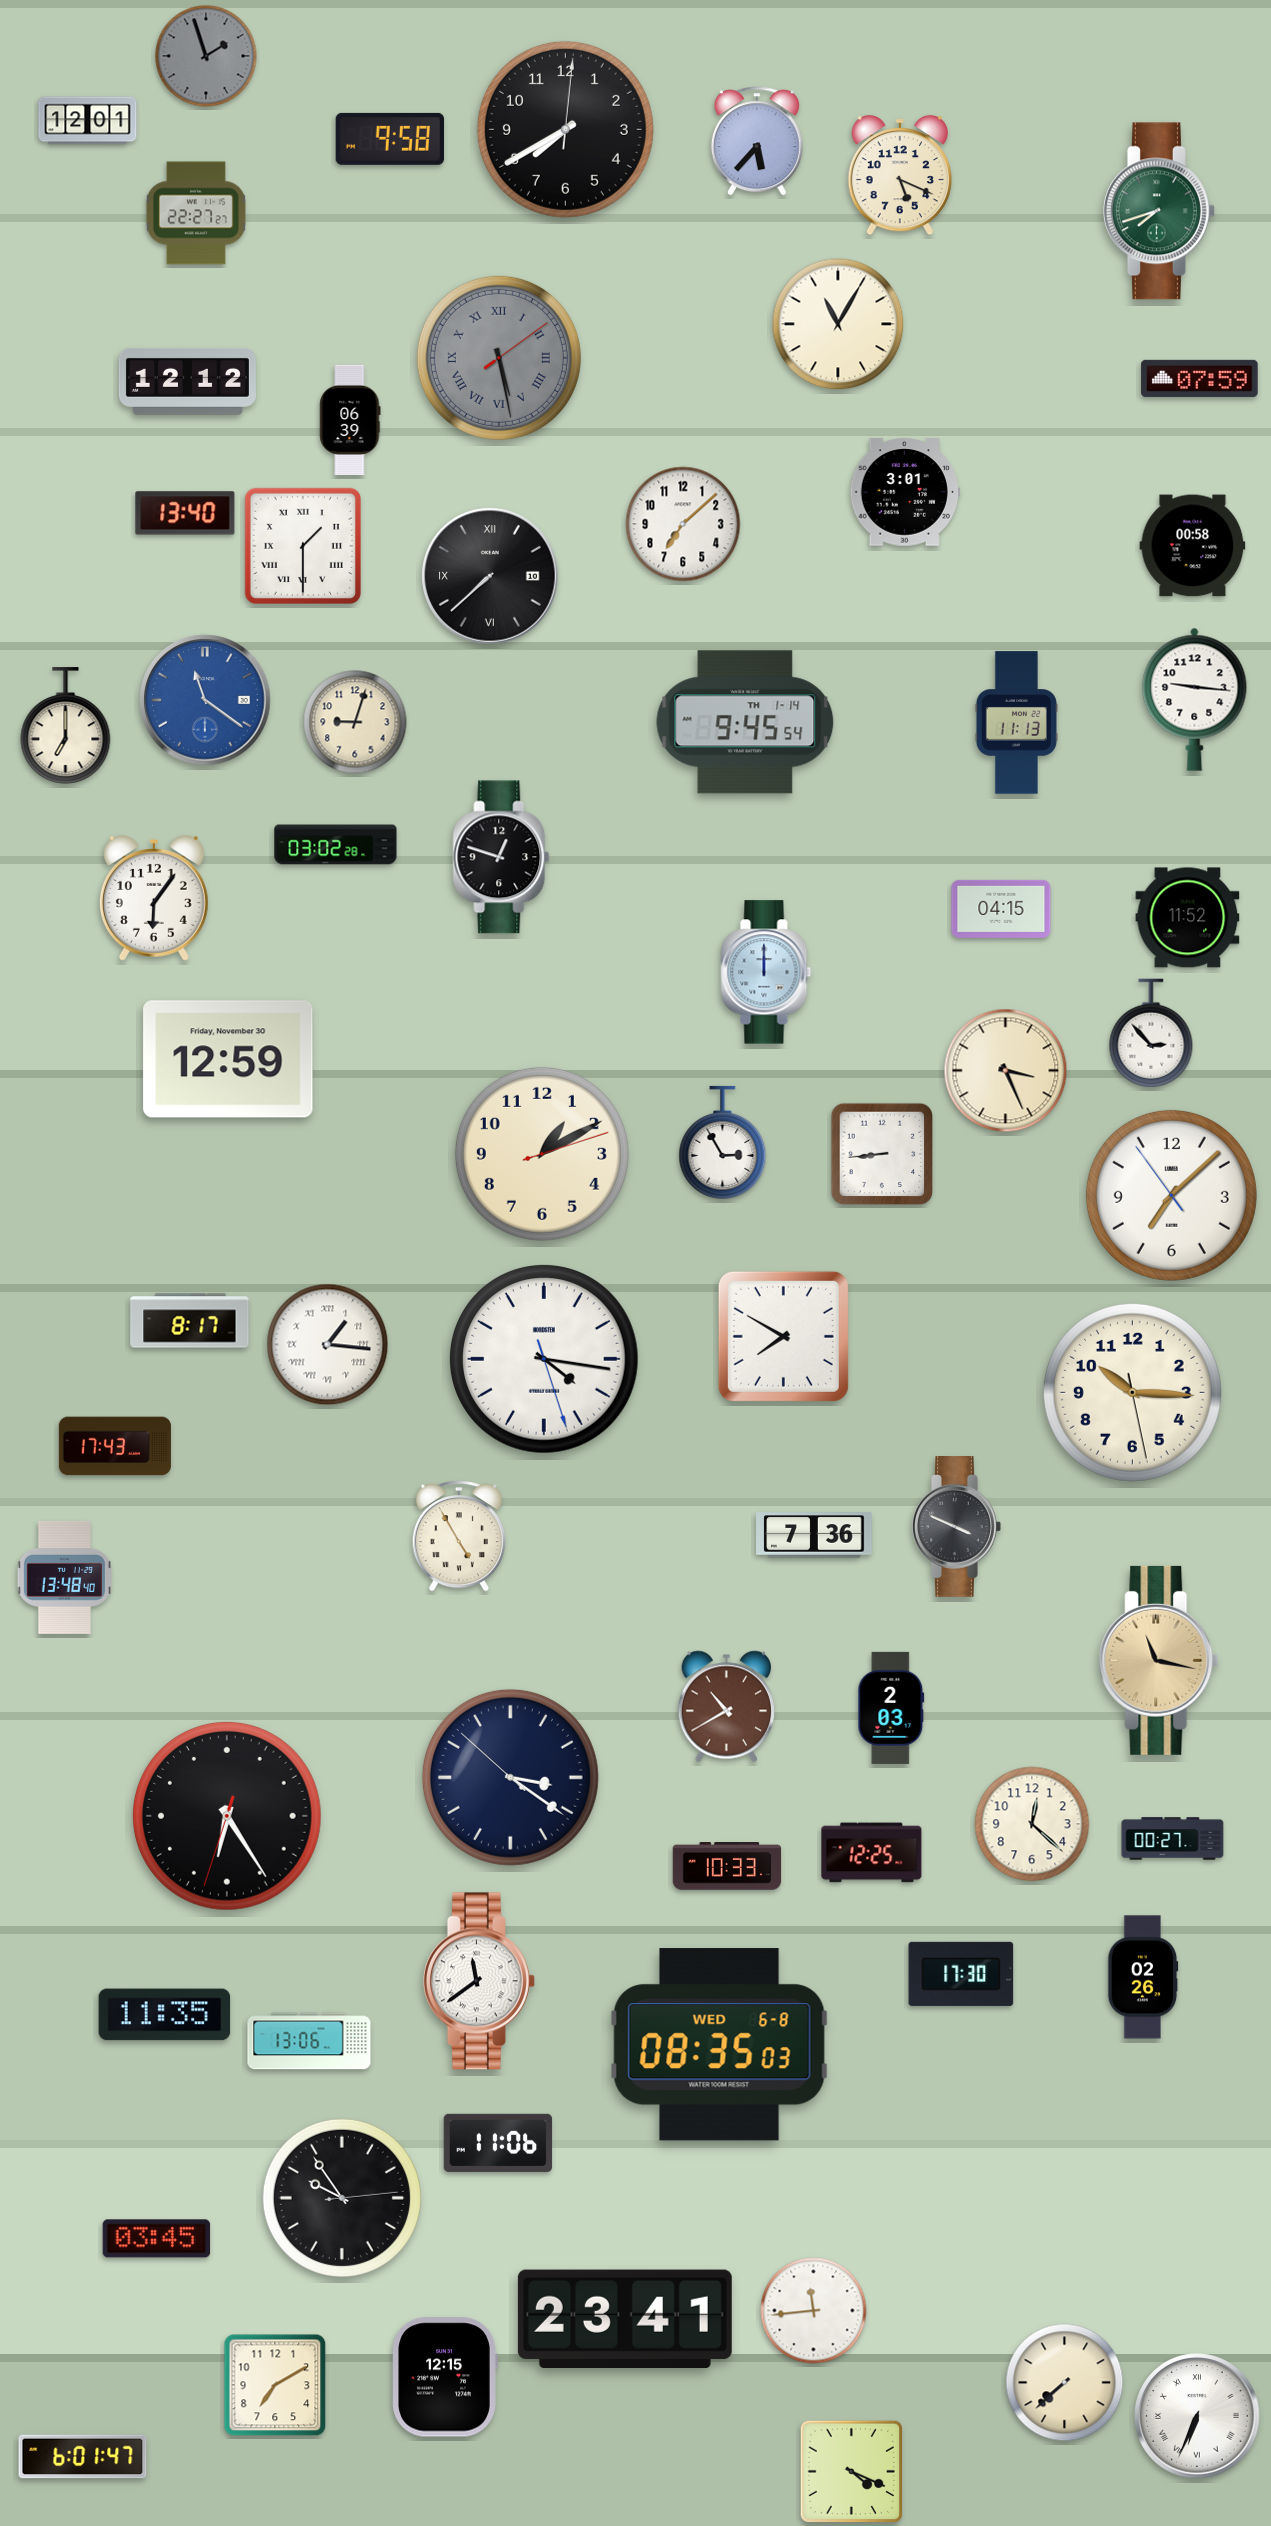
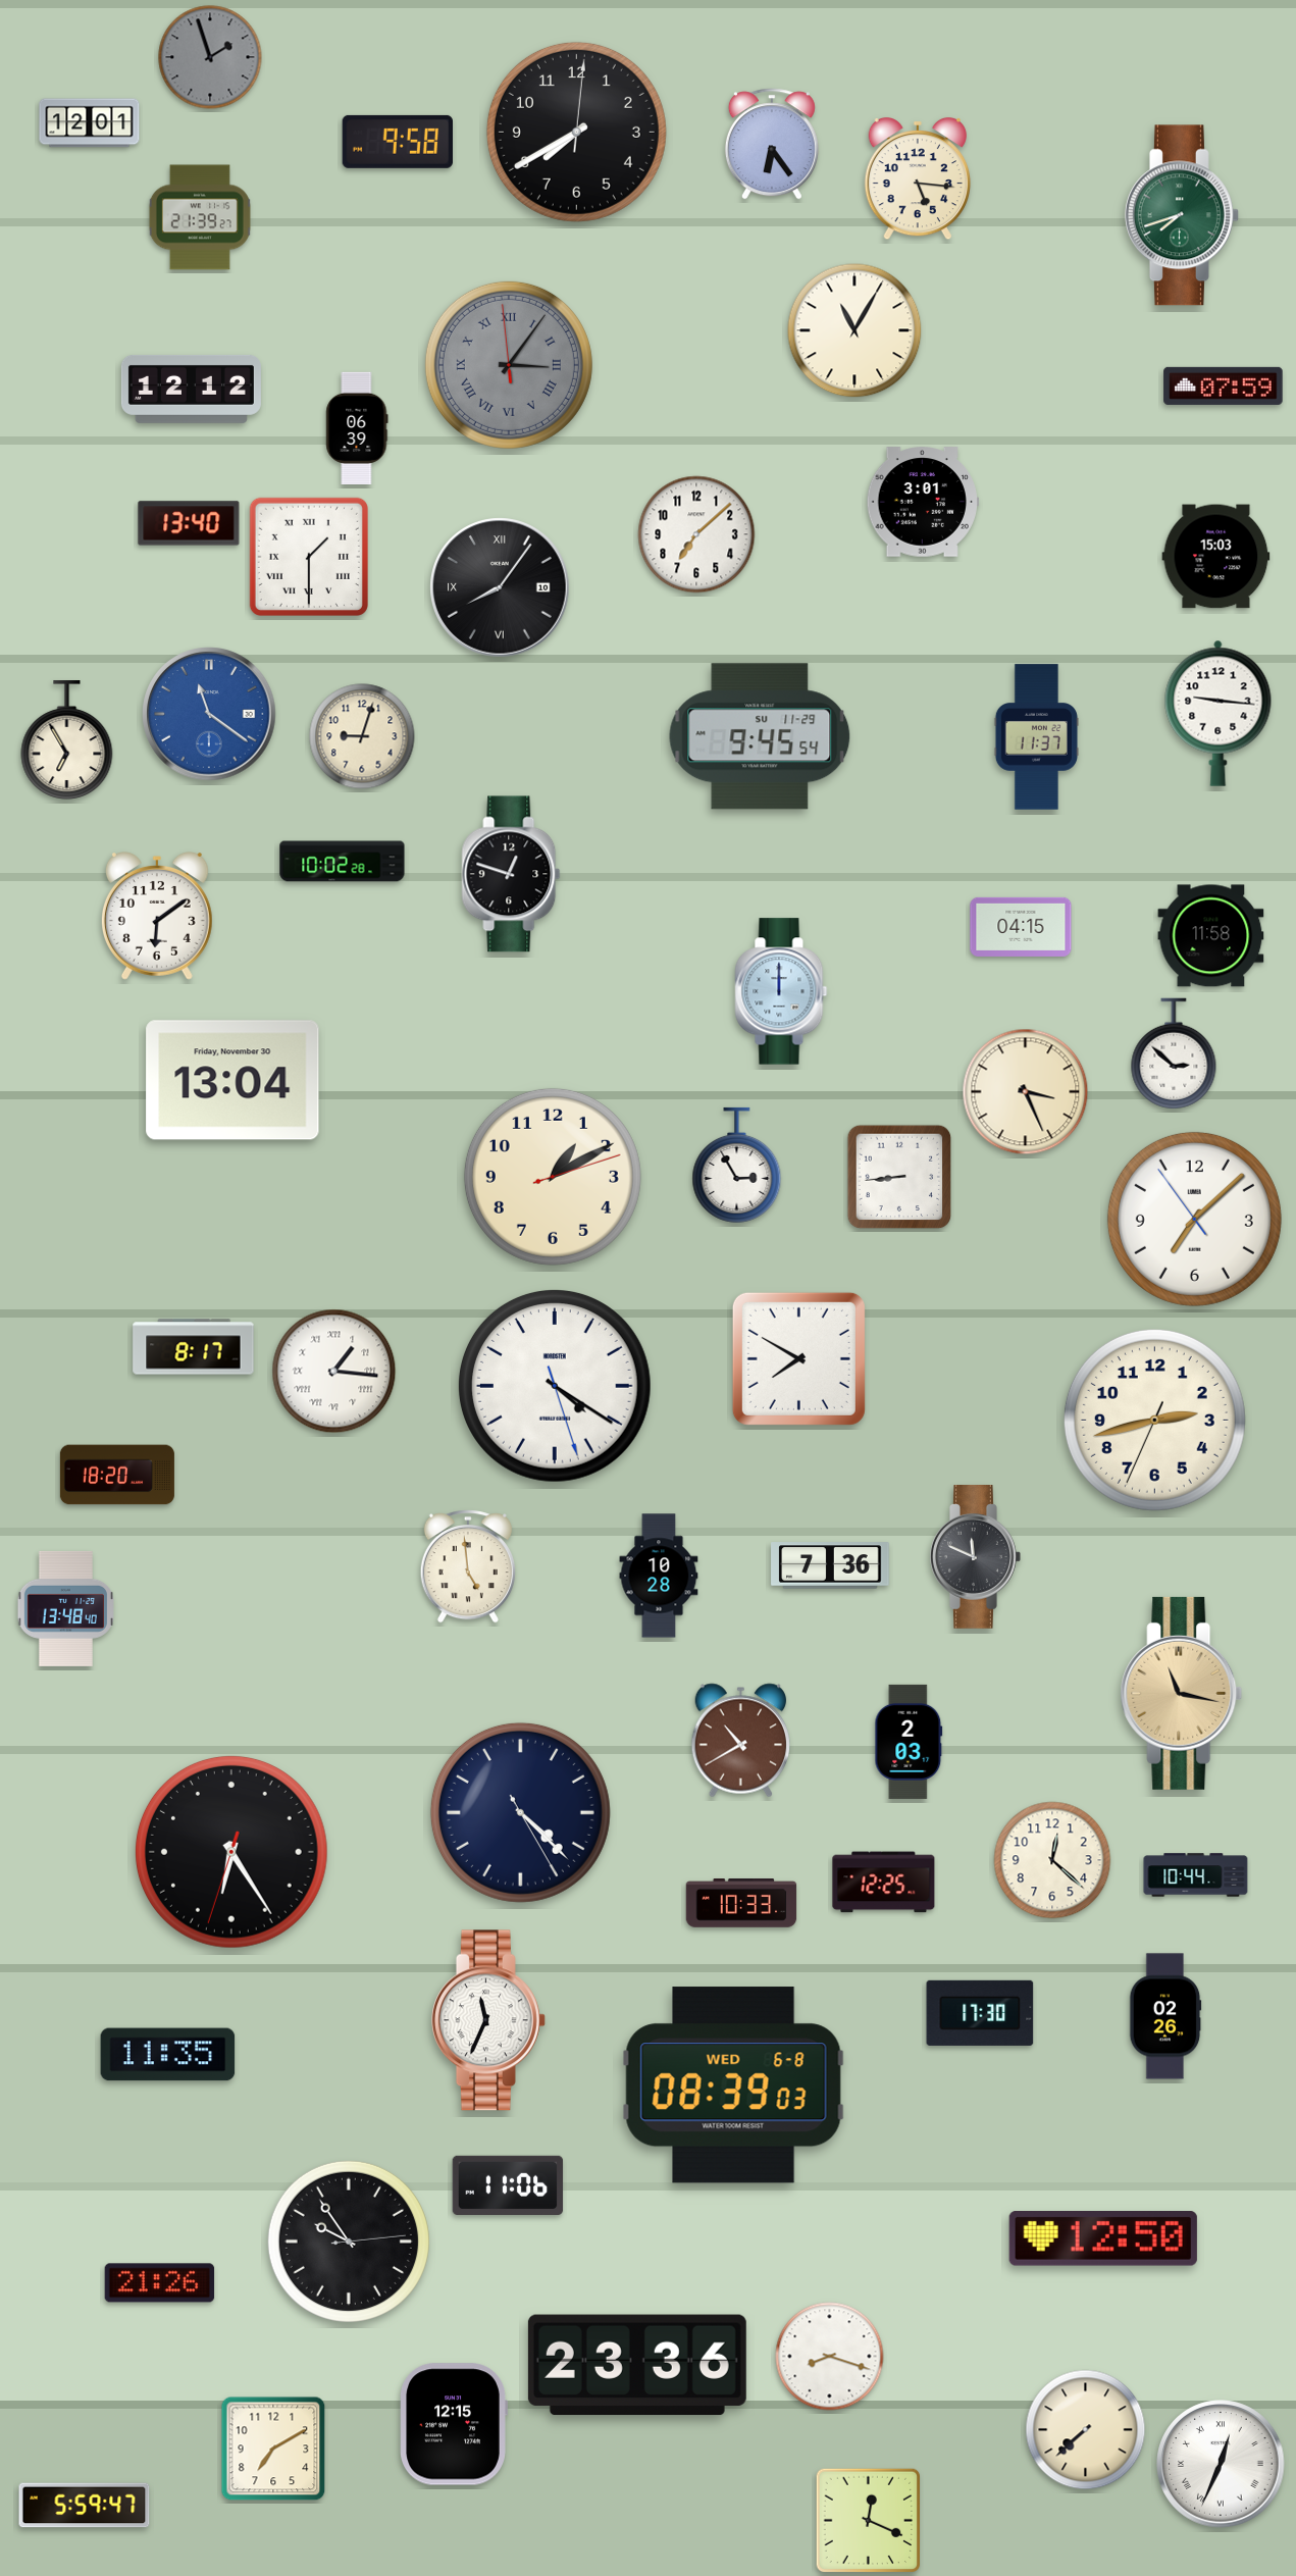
clock at (757, 141): 5:37 -> 6:24
clock at (900, 175): 5:19 -> 5:16
clock at (196, 213): 22:27 -> 21:39
clock at (499, 358): 5:28 -> 3:05
clock at (1193, 546): 00:58 -> 15:03
clock at (490, 576): 7:38 -> 8:06
clock at (745, 722) date: TH 1-14 -> SU 11-29
clock at (1016, 723): 11:13 -> 11:37
clock at (66, 726): 7:00 -> 6:55
clock at (336, 845): 03:02 -> 10:02
clock at (154, 899): 6:06 -> 6:09
clock at (1188, 918): 11:52 -> 11:58
clock at (1151, 1033): 2:53 -> 2:52
clock at (228, 1059): 12:59 -> 13:04
clock at (783, 1336) position: (783, 1336) -> (798, 1358)
clock at (544, 1359): 4:16 -> 4:20
clock at (1132, 1392): 10:15 -> 2:42
clock at (115, 1446): 17:43 -> 18:20
clock at (957, 1527): 3:49 -> 11:49
clock at (459, 1537): 4:55 -> 4:59
clock at (659, 1576): none -> 10:28
clock at (510, 1777): 3:20 -> 4:22
clock at (1173, 1839): 00:27 -> 10:44
clock at (872, 1853) position: (872, 1853) -> (884, 1883)
clock at (479, 1981): 11:39 -> 11:34
clock at (309, 2041): 13:06 -> none
clock at (719, 2045): 08:35 -> 08:39
clock at (1103, 2238): none -> 12:50
clock at (157, 2239): 03:45 -> 21:26
clock at (814, 2311): 11:44 -> 8:18
clock at (625, 2319): 23:41 -> 23:36
clock at (275, 2385) position: (275, 2385) -> (273, 2449)
clock at (1197, 2416): 6:34 -> 12:34
clock at (83, 2457): 6:01 -> 5:59
clock at (852, 2472): 4:19 -> 12:19
